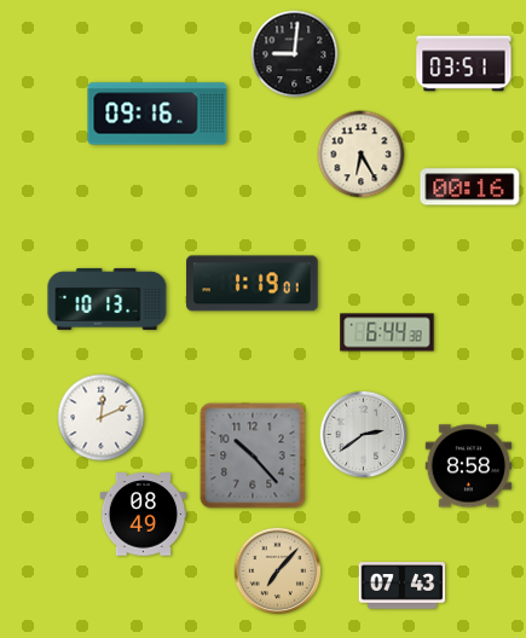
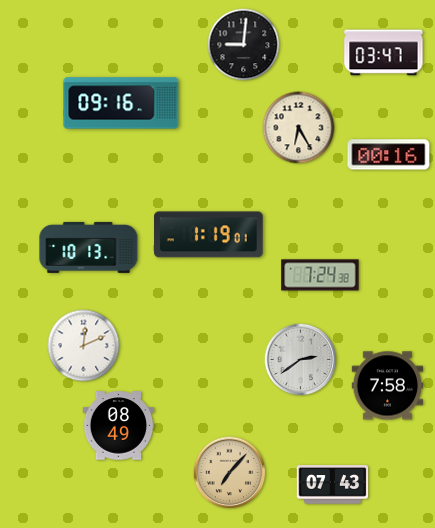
clock at (464, 64): 03:51 -> 03:47
clock at (157, 114) position: (157, 114) -> (121, 103)
clock at (387, 332): 6:44 -> 7:24
clock at (253, 456): 10:23 -> none
clock at (469, 466): 8:58 -> 7:58
